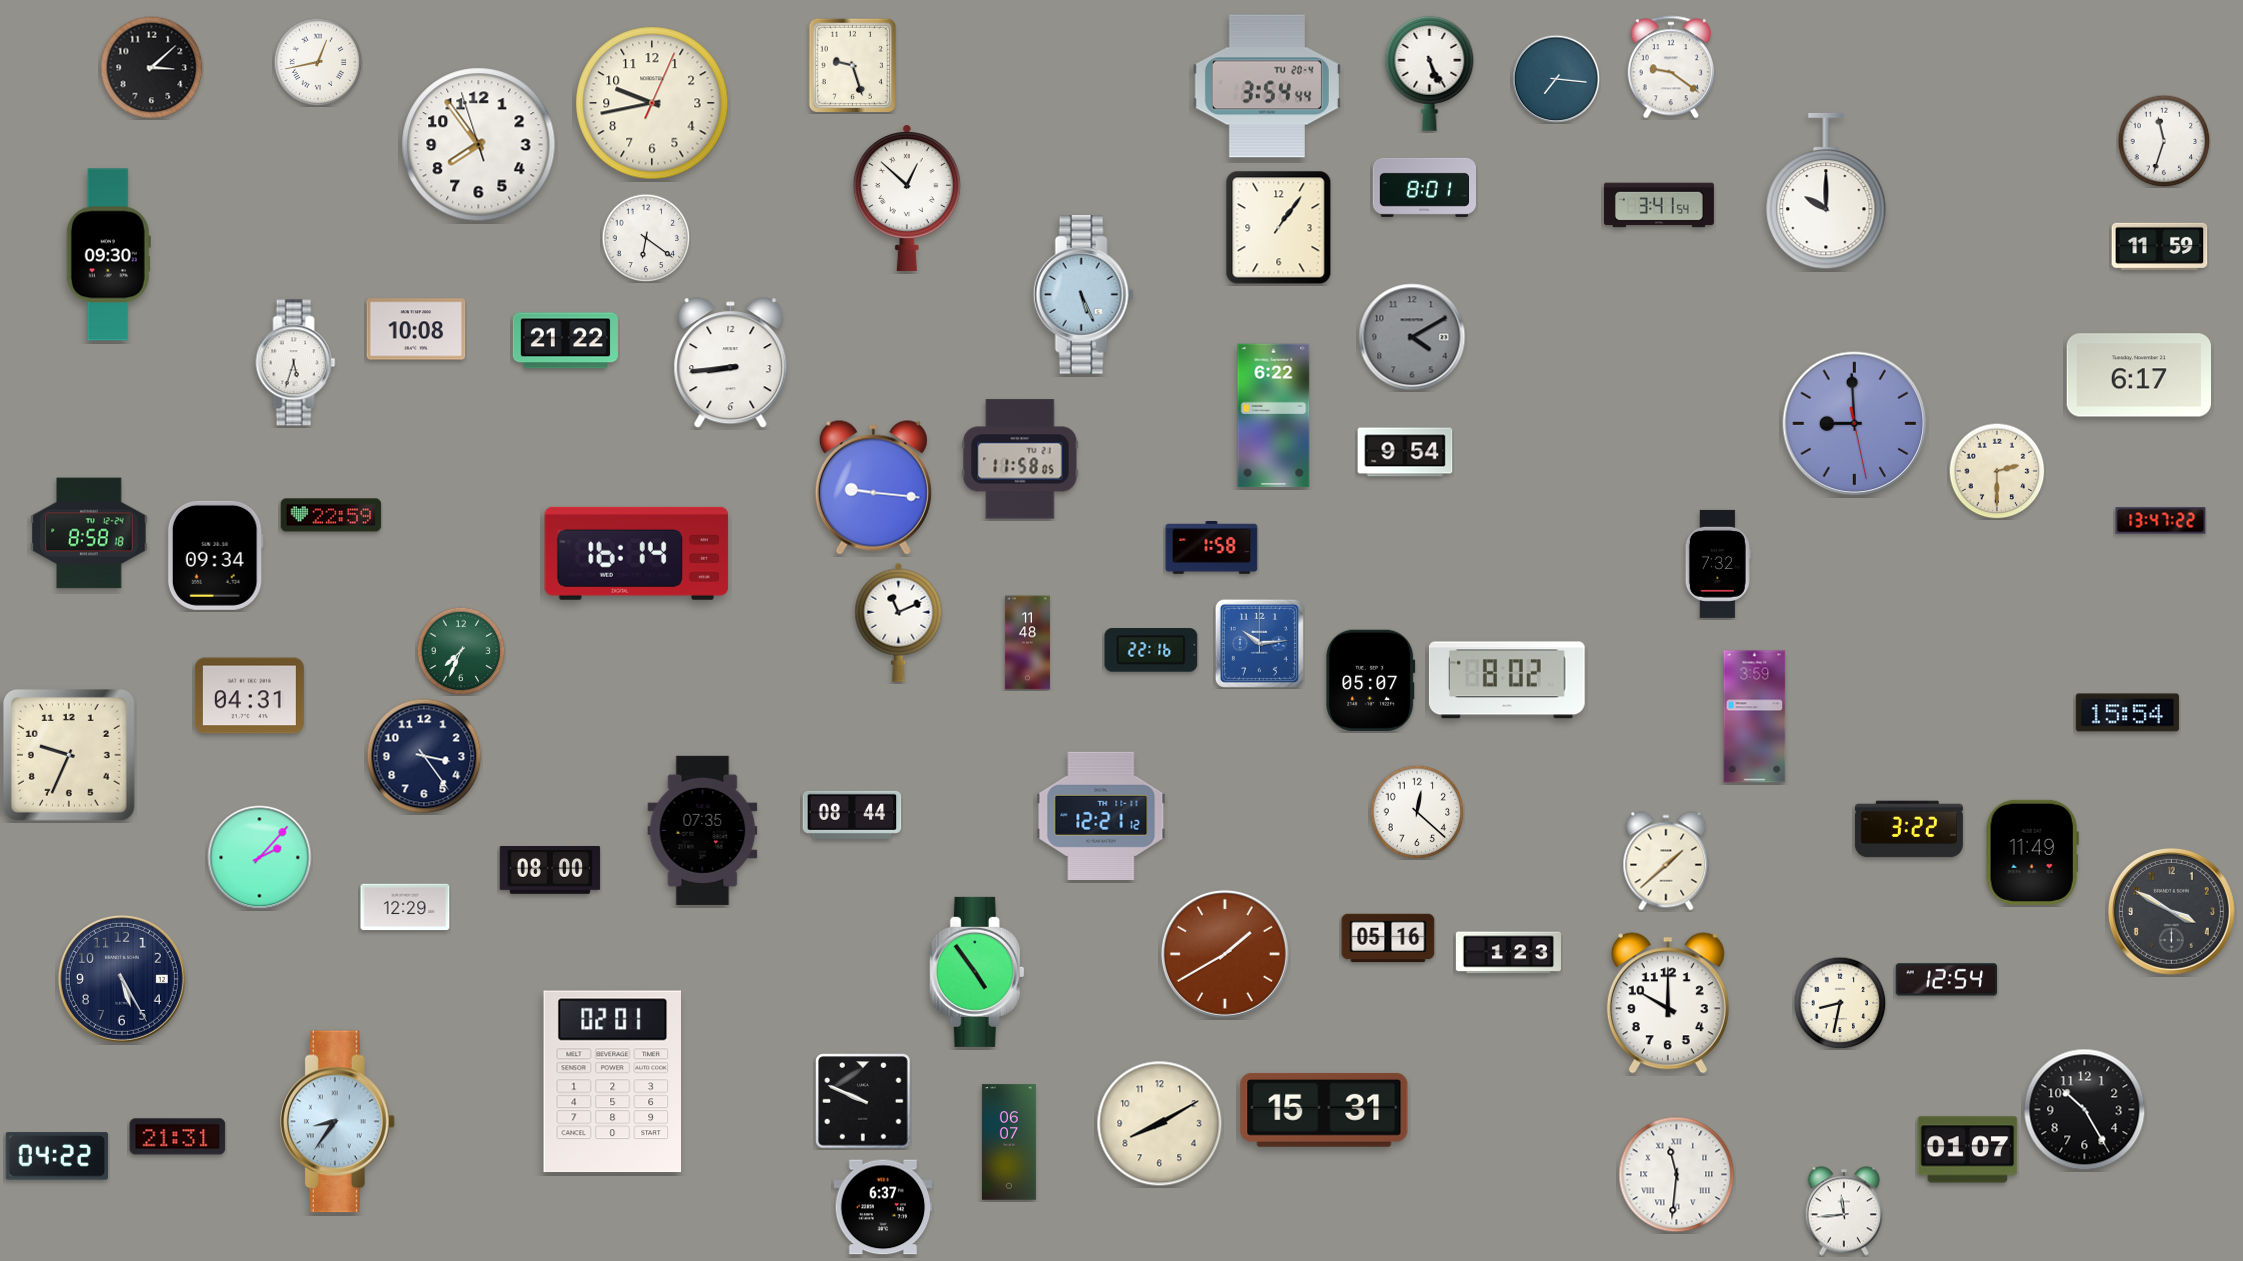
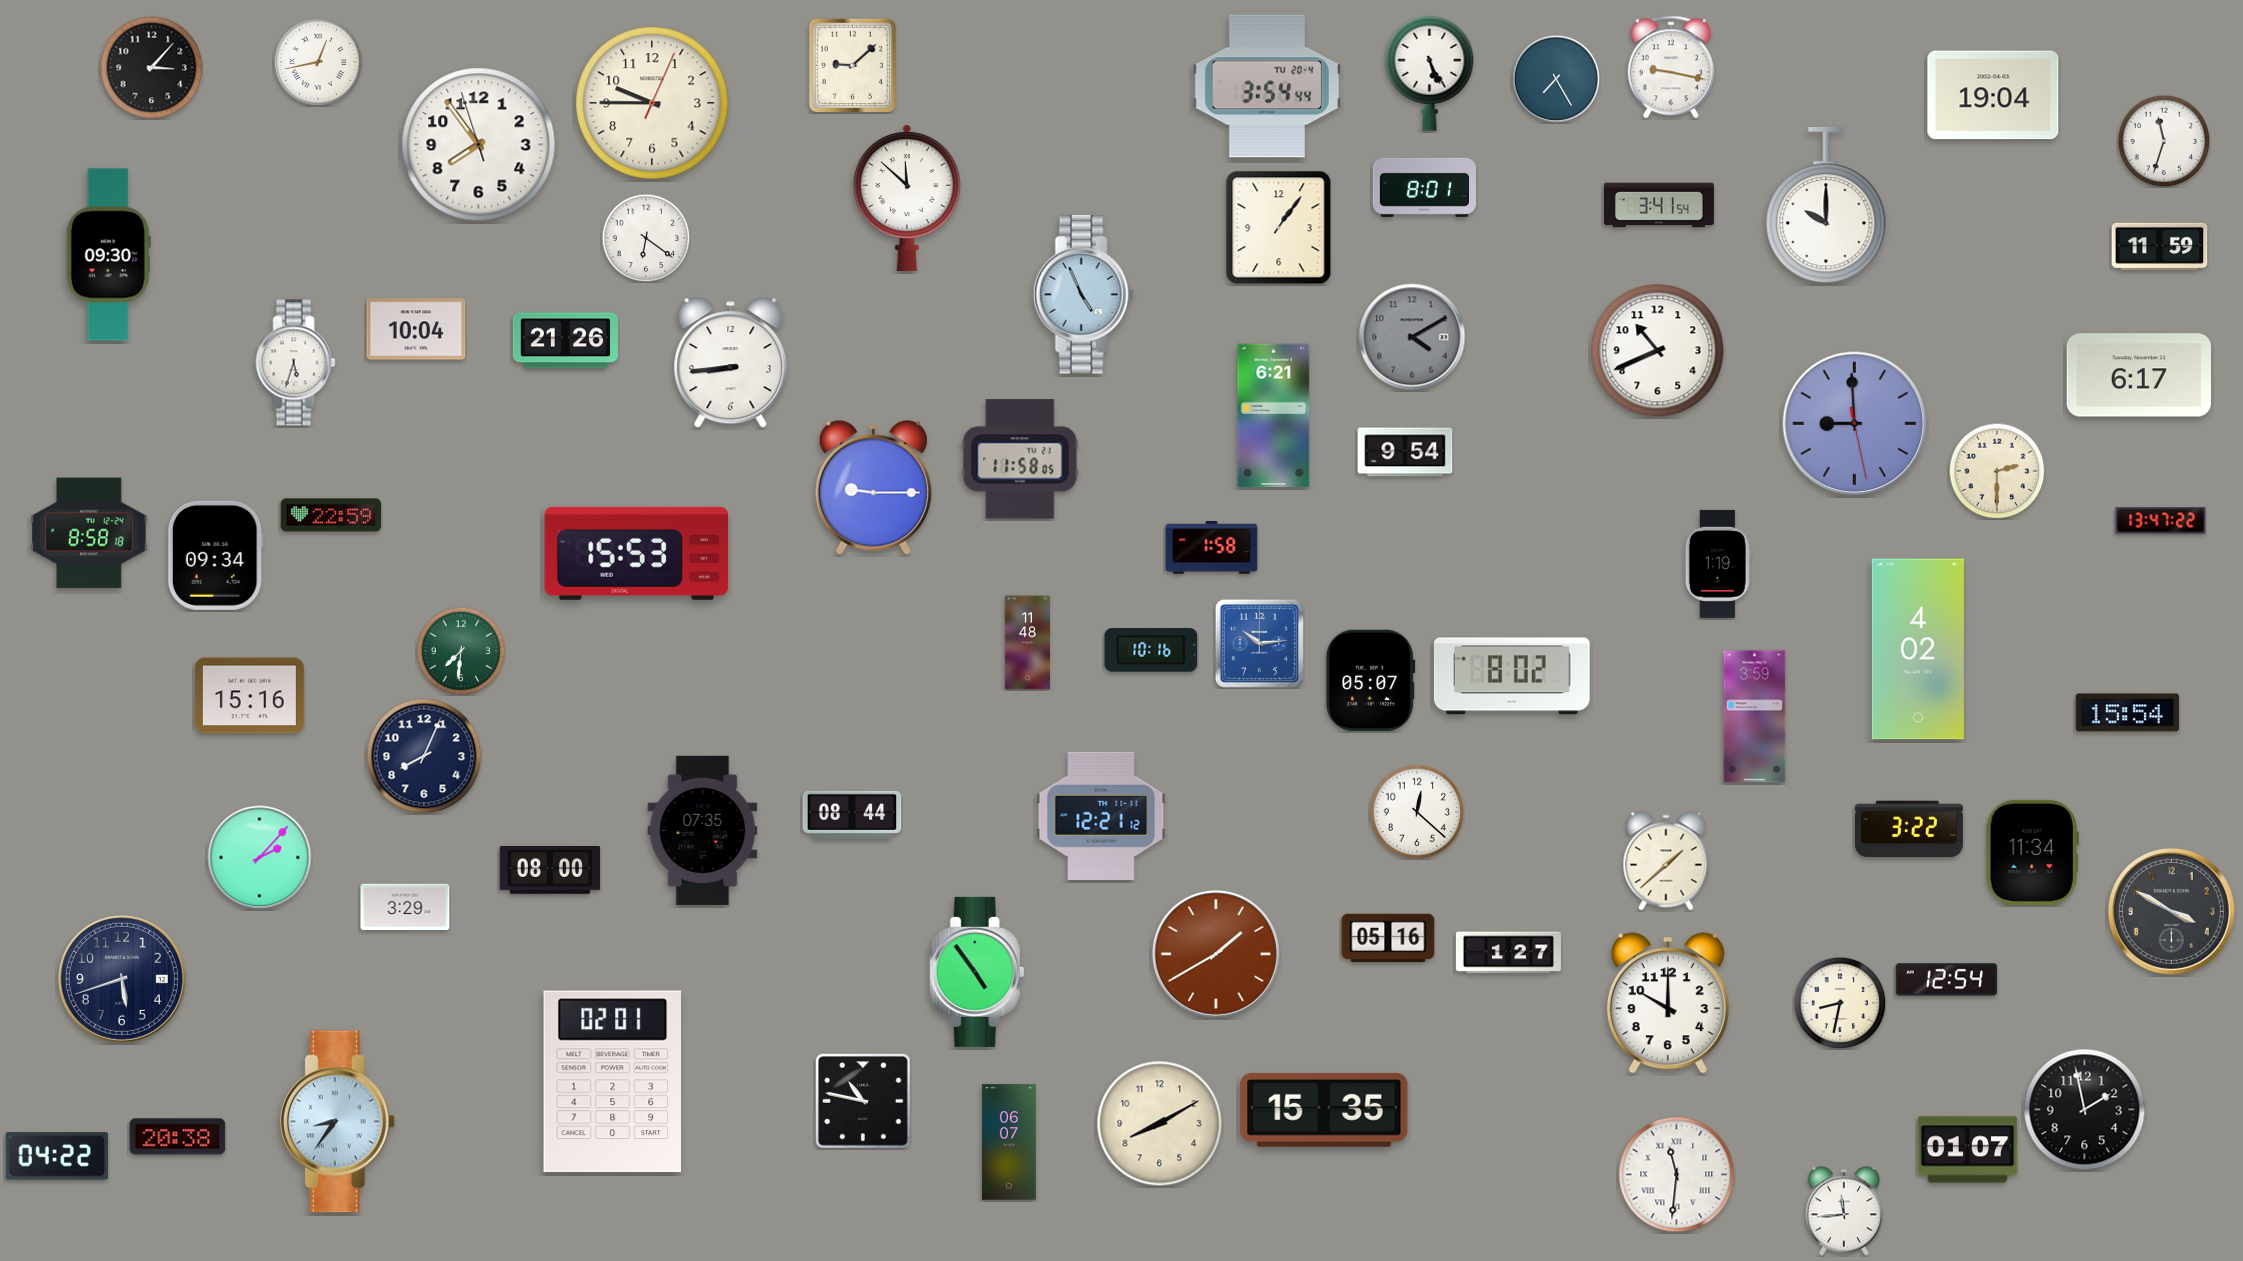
clock at (852, 65): 9:27 -> 9:08
clock at (1671, 67): 9:21 -> 9:17
clock at (152, 68): 3:08 -> 3:07
clock at (1556, 79): 7:16 -> 7:25
clock at (1993, 95): none -> 19:04
clock at (652, 103): 9:43 -> 9:45
clock at (1826, 191) position: (1826, 191) -> (1826, 205)
clock at (907, 198): 12:52 -> 11:52
clock at (1083, 295): 5:26 -> 4:56
clock at (416, 329): 10:08 -> 10:04
clock at (565, 341): 21:22 -> 21:26
clock at (1658, 351): none -> 10:41
clock at (1274, 416): 6:22 -> 6:21
clock at (873, 487): 9:16 -> 9:15
clock at (637, 553): 16:14 -> 15:53
clock at (1718, 564): 7:32 -> 1:19
clock at (899, 622): 11:11 -> none
clock at (1918, 649): none -> 4:02
clock at (1151, 650): 22:16 -> 10:16
clock at (461, 651): 7:34 -> 7:31
clock at (1507, 680) position: (1507, 680) -> (1512, 676)
clock at (249, 696): 04:31 -> 15:16
clock at (69, 755): 9:34 -> none
clock at (424, 756): 3:24 -> 8:04
clock at (2032, 852): 11:49 -> 11:34
clock at (405, 907): 12:29 -> 3:29
clock at (1508, 953): 1:23 -> 1:27
clock at (1225, 954) position: (1225, 954) -> (1216, 954)
clock at (122, 979): 5:25 -> 5:42
clock at (863, 1101): 9:49 -> 10:47
clock at (1324, 1110): 15:31 -> 15:35
clock at (2085, 1110): 10:25 -> 1:58
clock at (178, 1137): 21:31 -> 20:38
clock at (883, 1207): 6:37 -> none
